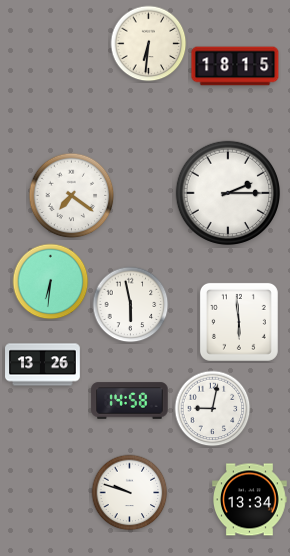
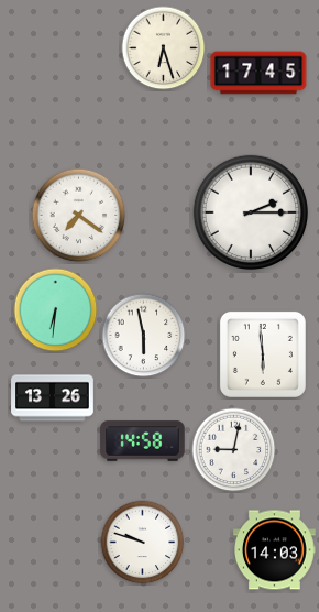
clock at (149, 44): 6:31 -> 6:27
clock at (235, 66): 18:15 -> 17:45
clock at (43, 365) position: (43, 365) -> (53, 398)
clock at (250, 500): 13:34 -> 14:03
